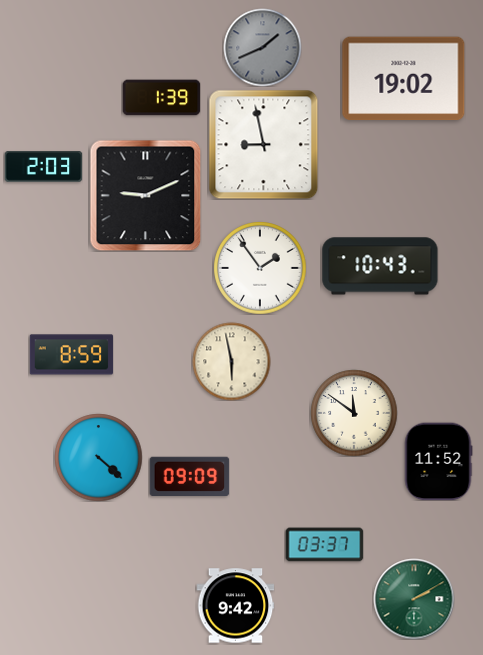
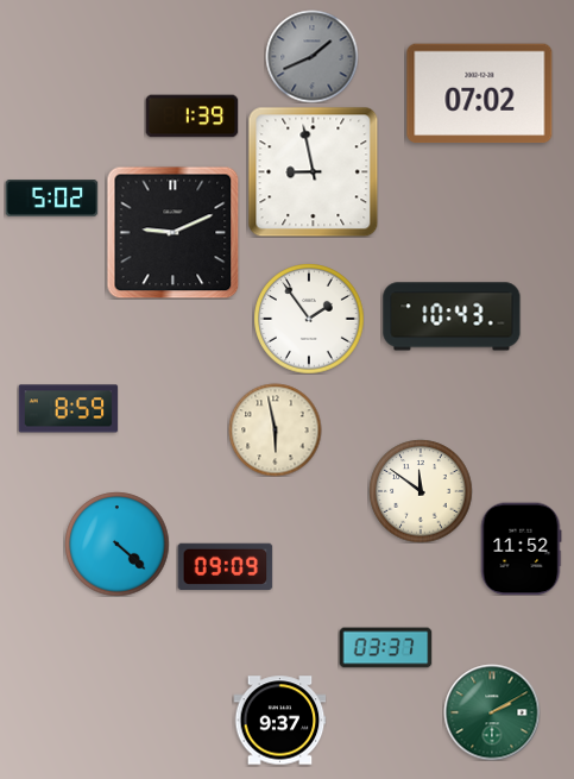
clock at (404, 79): 19:02 -> 07:02
clock at (43, 167): 2:03 -> 5:02
clock at (71, 355) position: (71, 355) -> (68, 409)
clock at (235, 606): 9:42 -> 9:37
